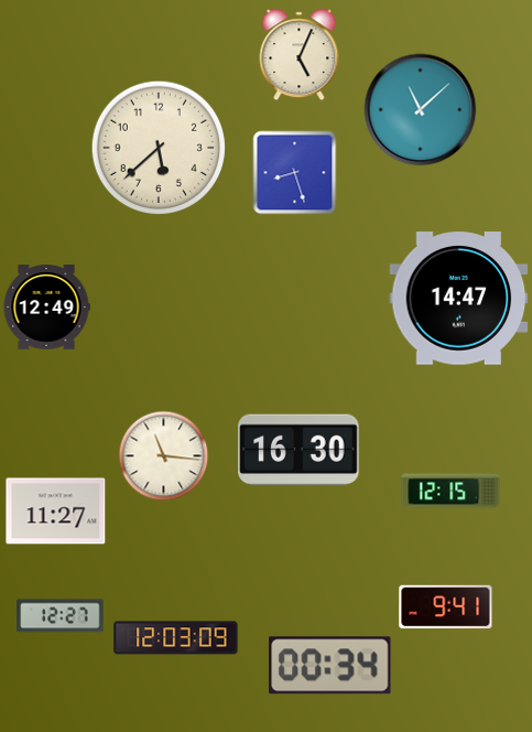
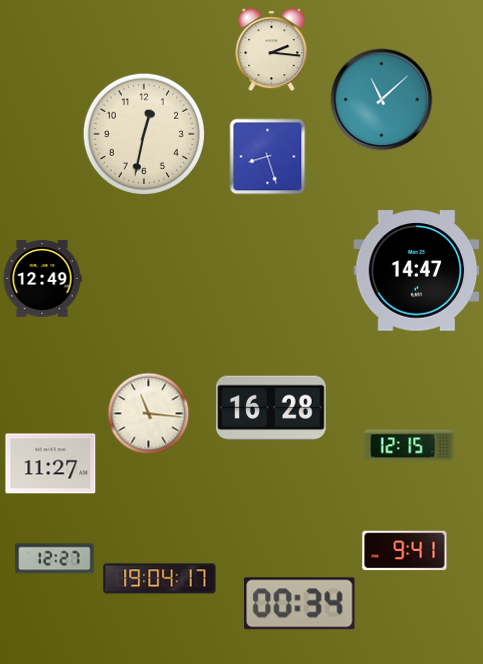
clock at (300, 55): 5:04 -> 2:16
clock at (159, 148): 5:38 -> 12:32
clock at (298, 450): 16:30 -> 16:28
clock at (176, 638): 12:03 -> 19:04
